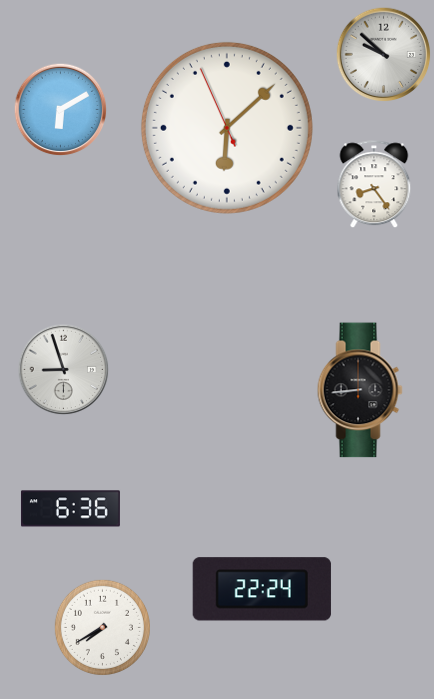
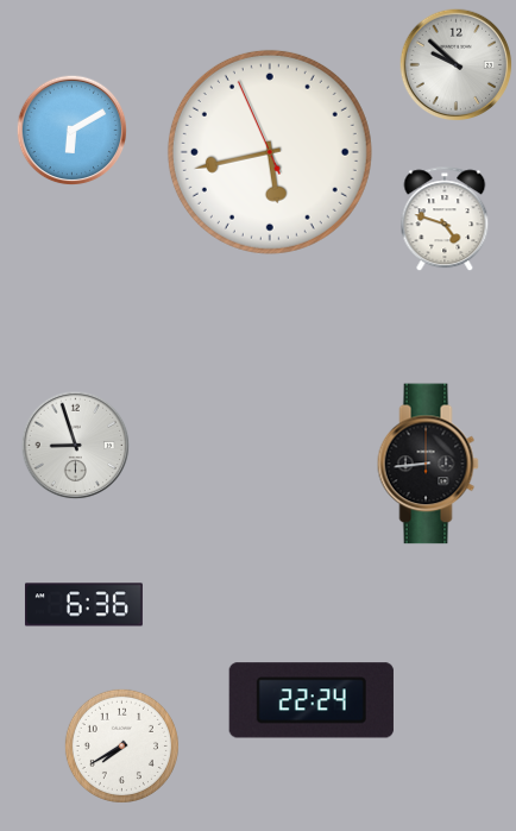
clock at (227, 128): 6:07 -> 5:42
clock at (374, 185): 8:24 -> 4:48
clock at (64, 370) position: (64, 370) -> (76, 446)
